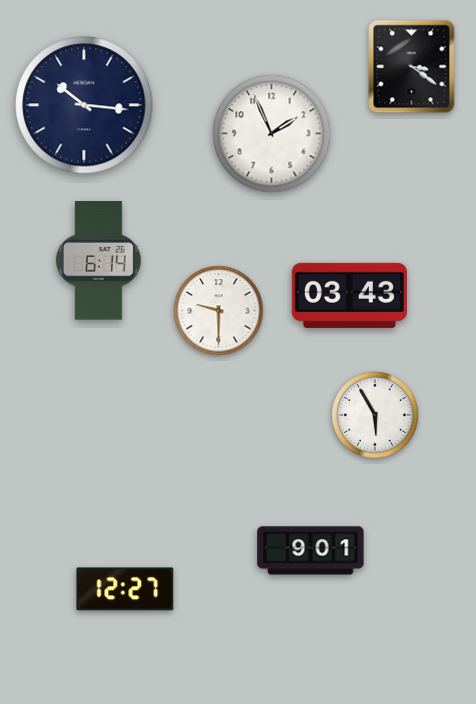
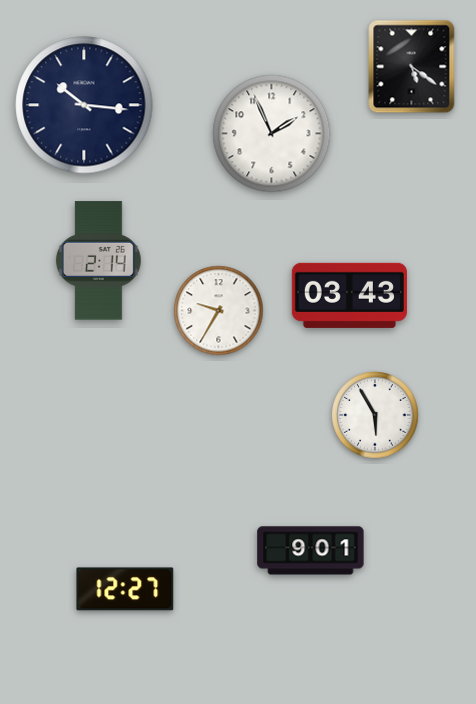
clock at (412, 67): 3:21 -> 5:21
clock at (98, 261): 6:14 -> 2:14
clock at (219, 311): 9:30 -> 9:35
